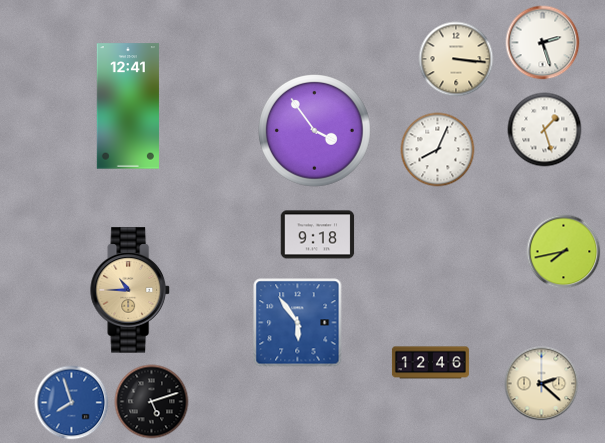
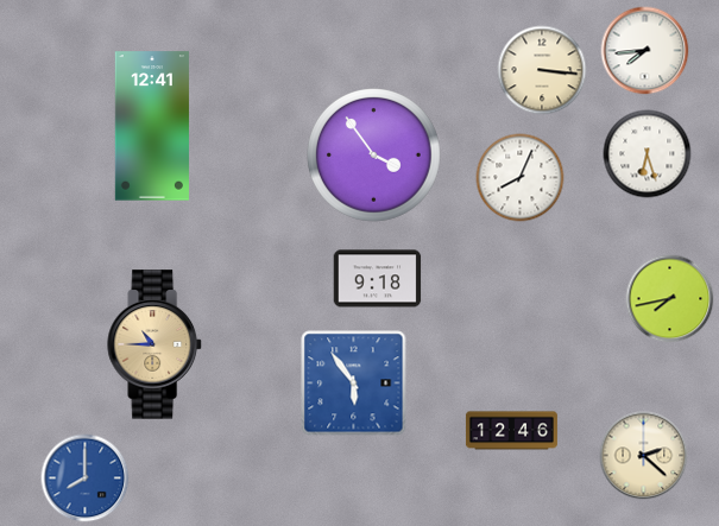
clock at (543, 43): 2:27 -> 7:44
clock at (545, 130): 1:27 -> 6:27
clock at (152, 402): 5:12 -> none
clock at (72, 403): 7:57 -> 8:00
